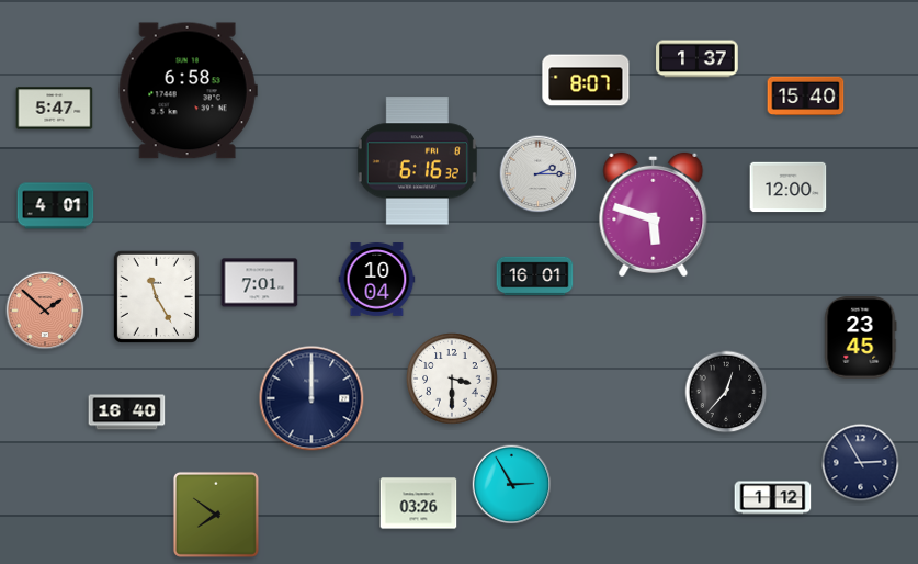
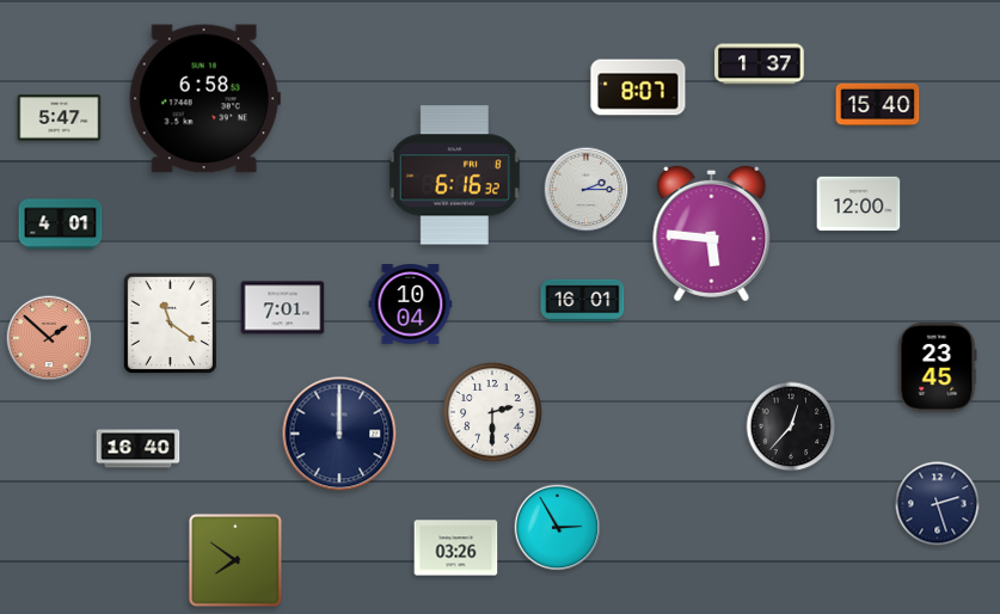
clock at (654, 214): 5:48 -> 5:46
clock at (156, 296): 11:25 -> 11:21
clock at (452, 379): 3:30 -> 2:30
clock at (861, 463): 2:55 -> 2:27
clock at (773, 498): 1:12 -> none
